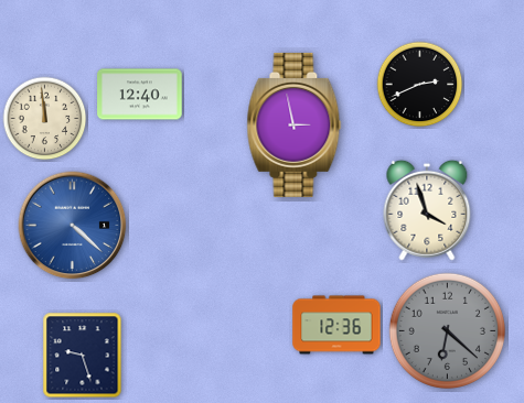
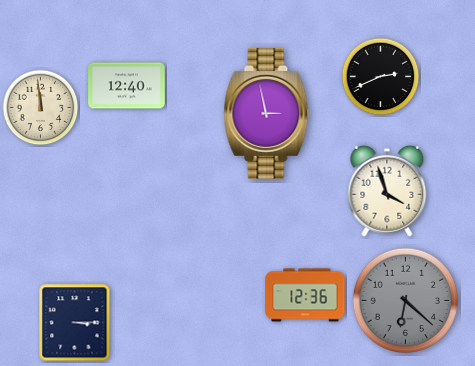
clock at (73, 226): 4:22 -> none
clock at (83, 356): 9:27 -> 3:15
